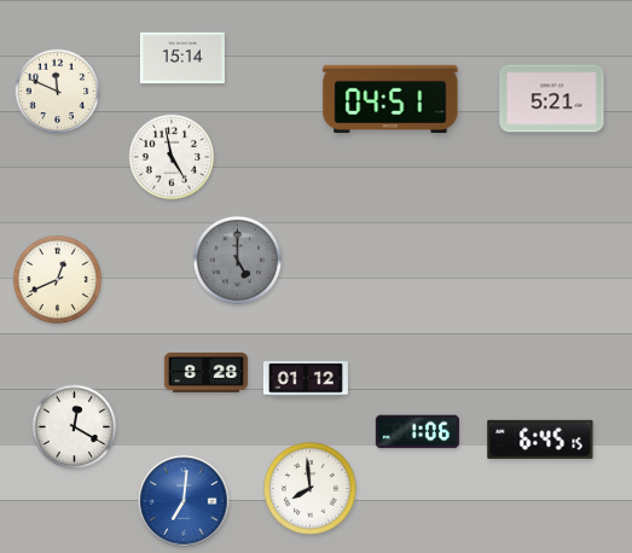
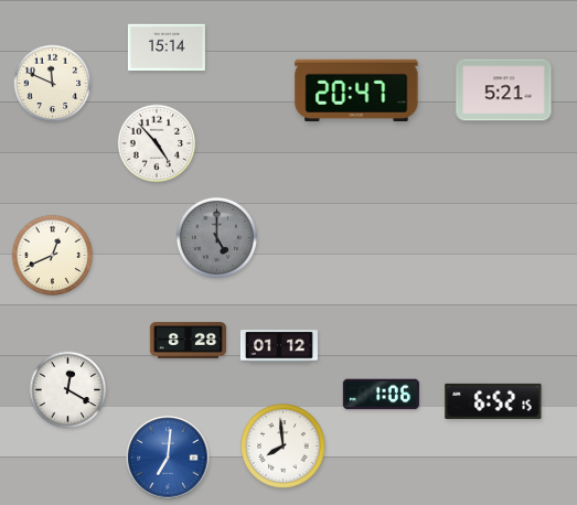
clock at (182, 58) position: (182, 58) -> (167, 47)
clock at (390, 99): 04:51 -> 20:47
clock at (172, 157): 4:58 -> 4:53
clock at (540, 440): 6:45 -> 6:52
